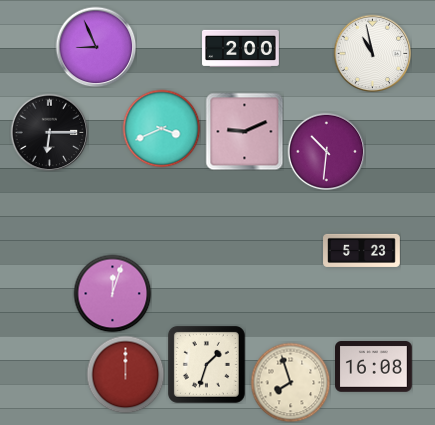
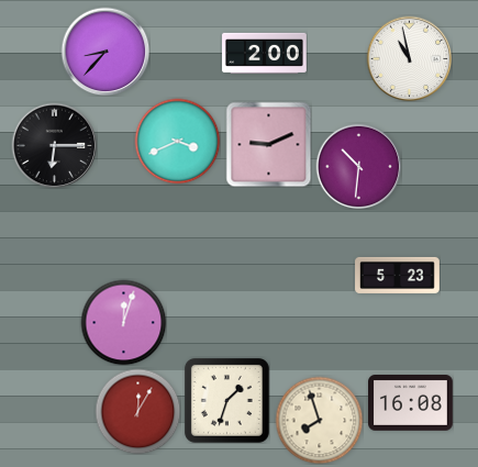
clock at (96, 47): 8:56 -> 8:37
clock at (125, 374): 12:00 -> 12:05
